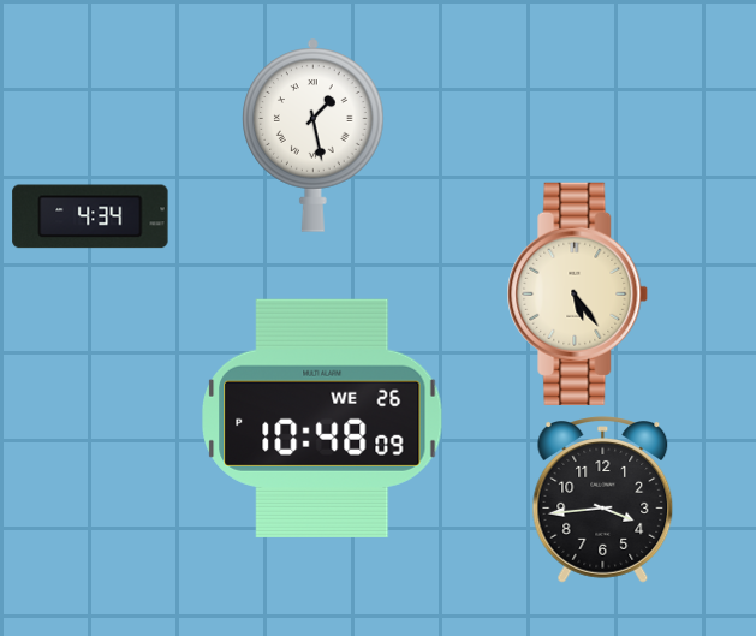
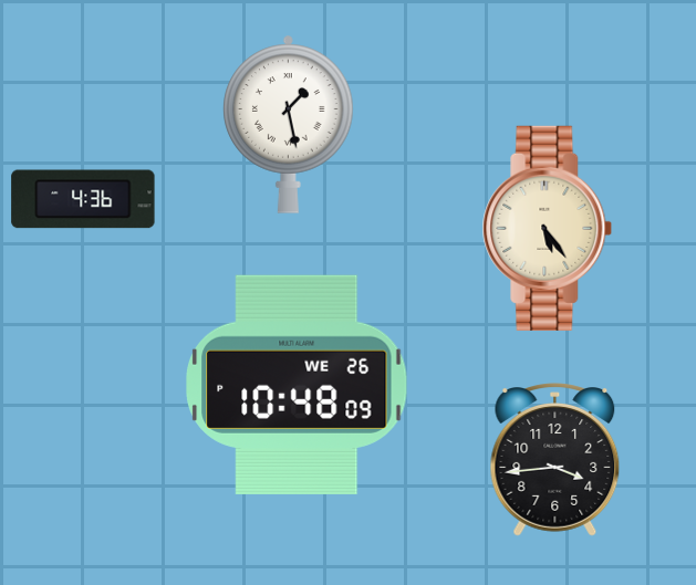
clock at (90, 216): 4:34 -> 4:36
clock at (578, 293) position: (578, 293) -> (548, 228)
